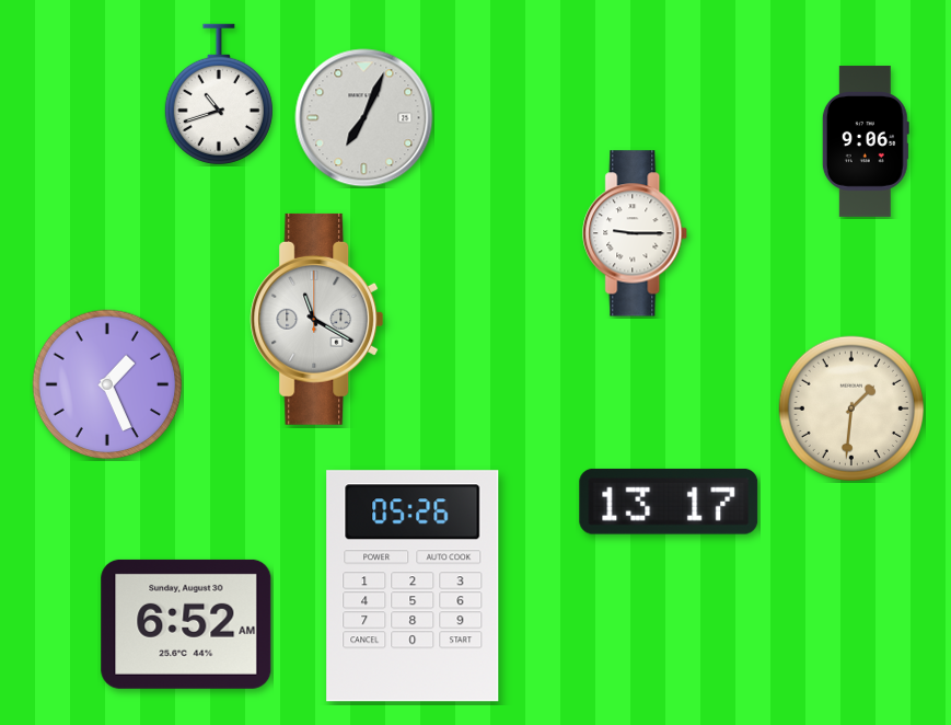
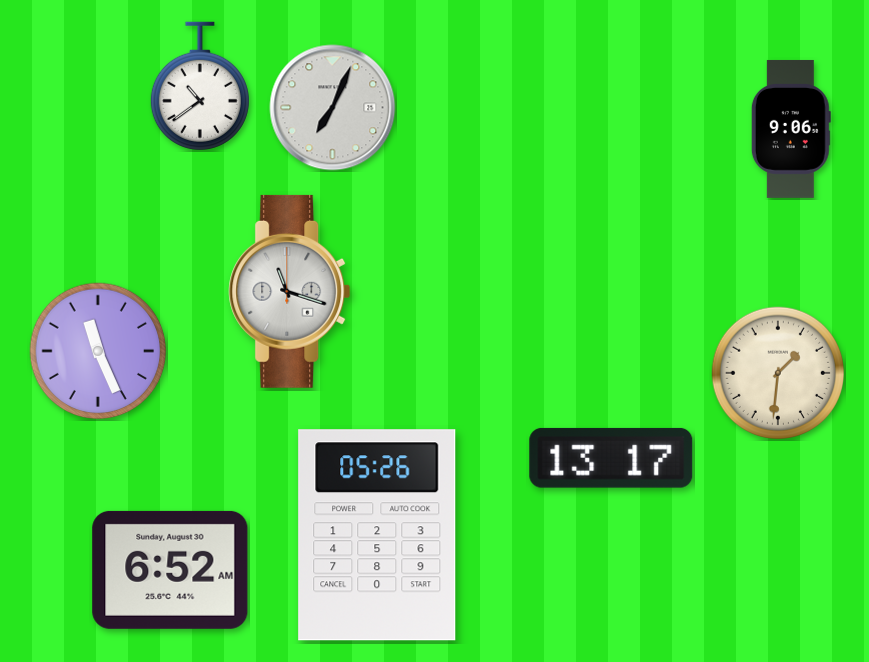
clock at (219, 94): 10:42 -> 10:39
clock at (636, 233): 9:15 -> none
clock at (317, 319): 11:20 -> 11:18
clock at (107, 384): 1:26 -> 11:26
